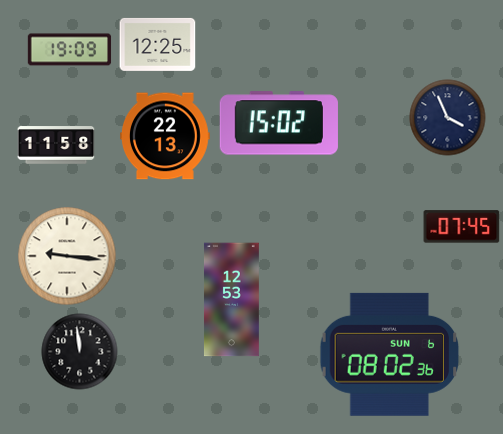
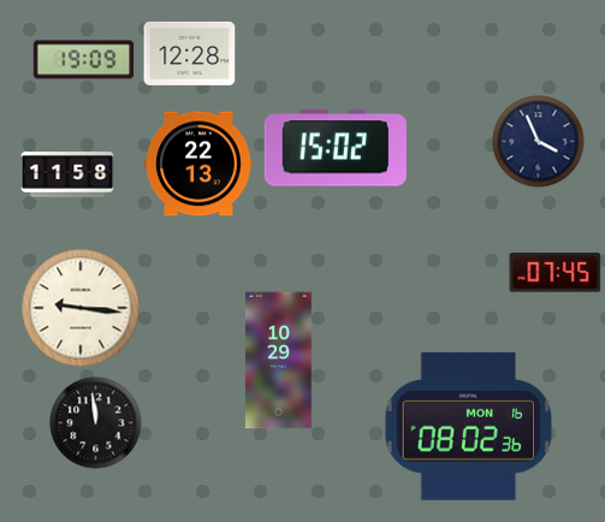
clock at (158, 44): 12:25 -> 12:28
clock at (231, 300): 12:53 -> 10:29
clock at (390, 354) date: SUN 6 -> MON 16
